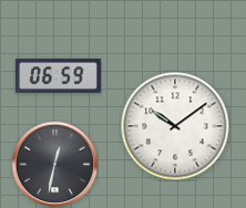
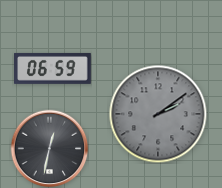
clock at (175, 126): 10:09 -> 2:09
clock at (175, 126) dial: white -> grey
